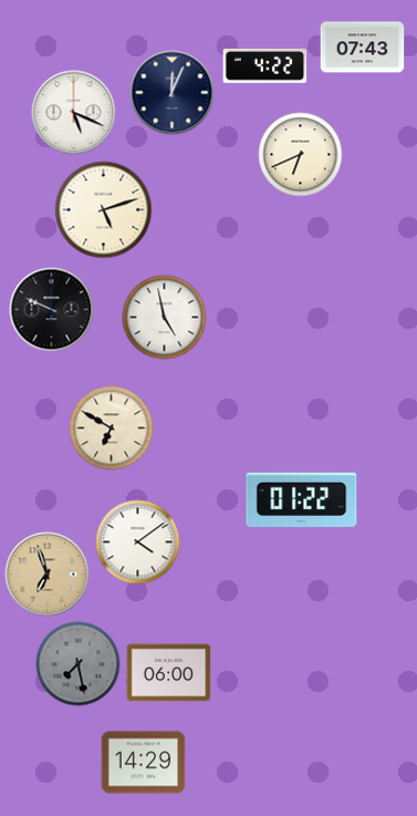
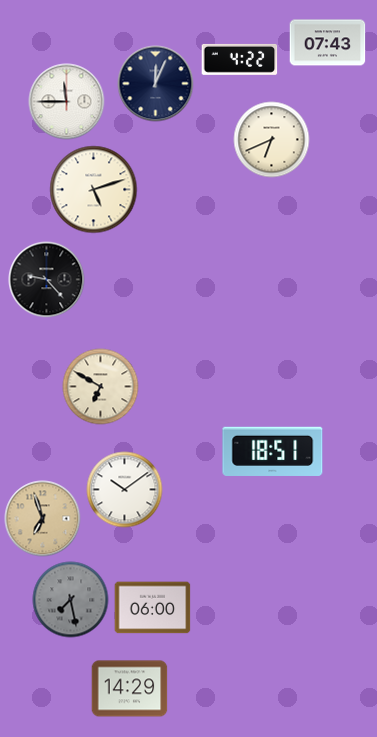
clock at (74, 113): 5:19 -> 11:45
clock at (52, 310): 9:49 -> 9:23
clock at (165, 318): 4:58 -> none
clock at (302, 499): 01:22 -> 18:51
clock at (138, 543): 4:09 -> 10:09
